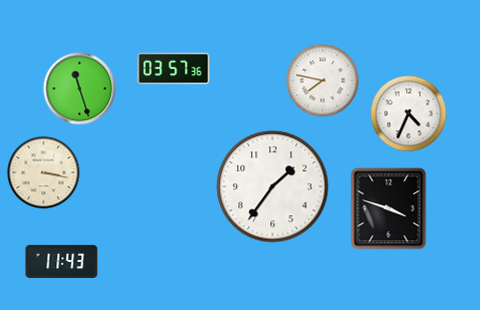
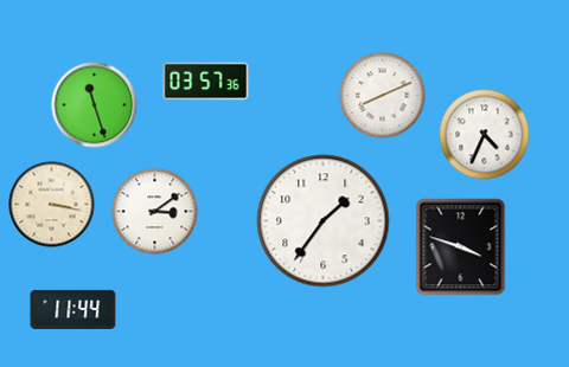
clock at (323, 81): 7:47 -> 8:11
clock at (155, 212): none -> 3:09
clock at (62, 261): 11:43 -> 11:44
